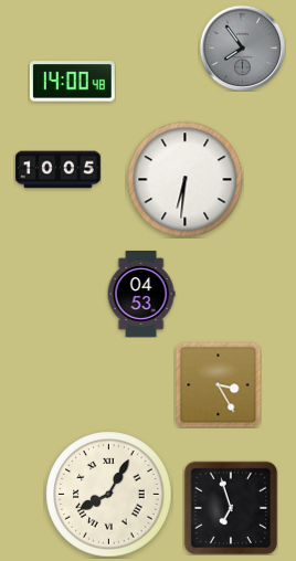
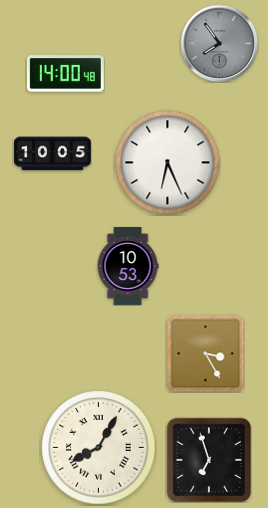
clock at (186, 180): 6:31 -> 6:26
clock at (141, 295): 04:53 -> 10:53
clock at (218, 384) position: (218, 384) -> (205, 353)
